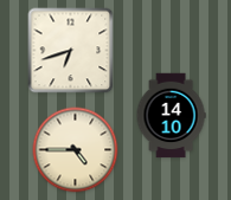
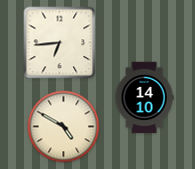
clock at (71, 51): 6:42 -> 6:44
clock at (76, 150): 4:45 -> 4:50
